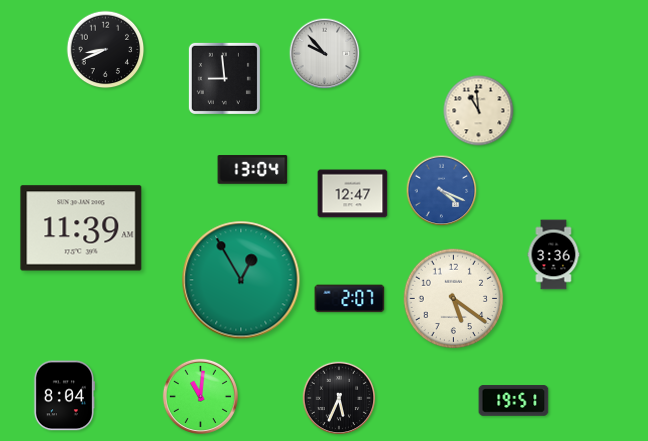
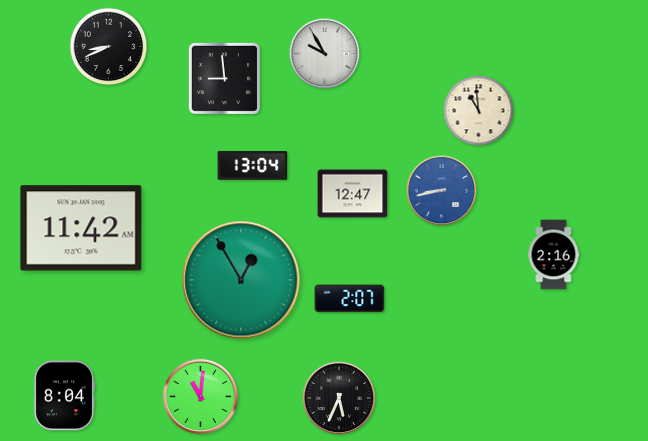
clock at (106, 50) position: (106, 50) -> (109, 47)
clock at (325, 54): 9:53 -> 9:55
clock at (253, 170) position: (253, 170) -> (253, 166)
clock at (442, 191): 4:19 -> 8:43
clock at (81, 228): 11:39 -> 11:42
clock at (554, 255): 3:36 -> 2:16
clock at (454, 299): 5:21 -> none
clock at (514, 401): 19:51 -> none
